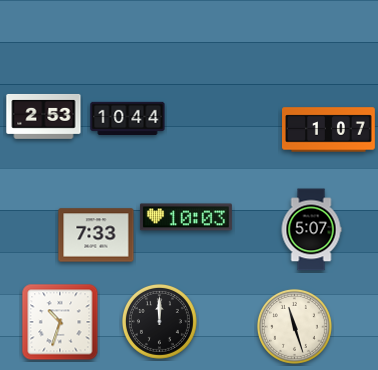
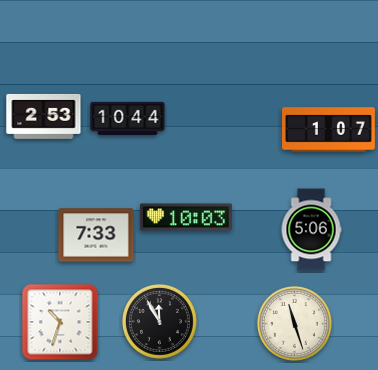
clock at (311, 230): 5:07 -> 5:06
clock at (159, 321): 12:00 -> 11:55
clock at (294, 326) position: (294, 326) -> (294, 323)
